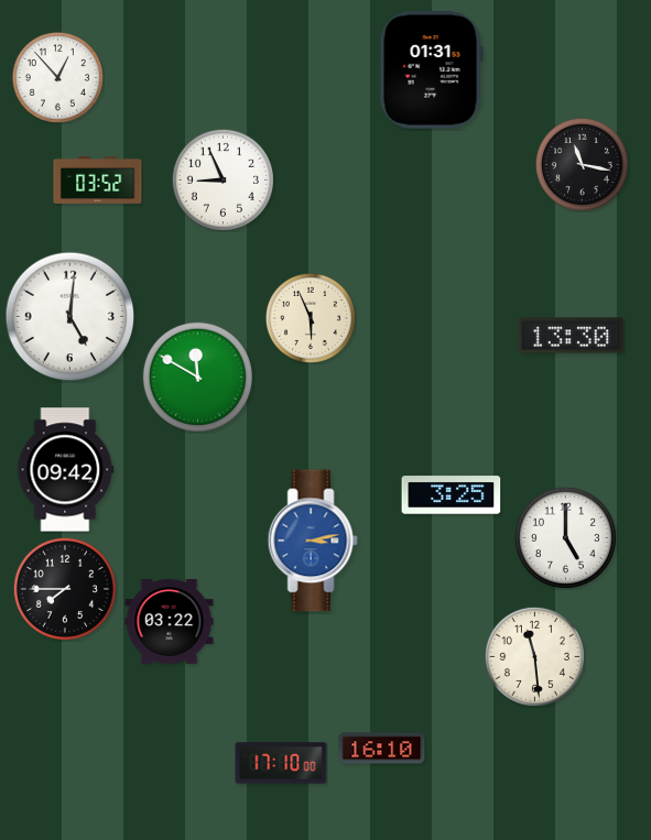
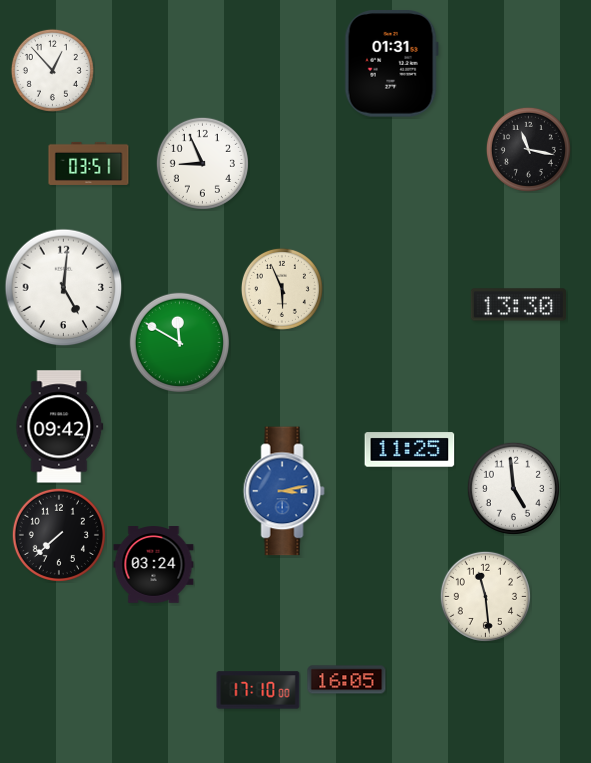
clock at (98, 179): 03:52 -> 03:51
clock at (452, 495): 3:25 -> 11:25
clock at (565, 537): 5:00 -> 4:59
clock at (65, 589): 7:45 -> 7:38
clock at (170, 622): 03:22 -> 03:24
clock at (382, 749): 16:10 -> 16:05
clock at (281, 763) position: (281, 763) -> (258, 690)
